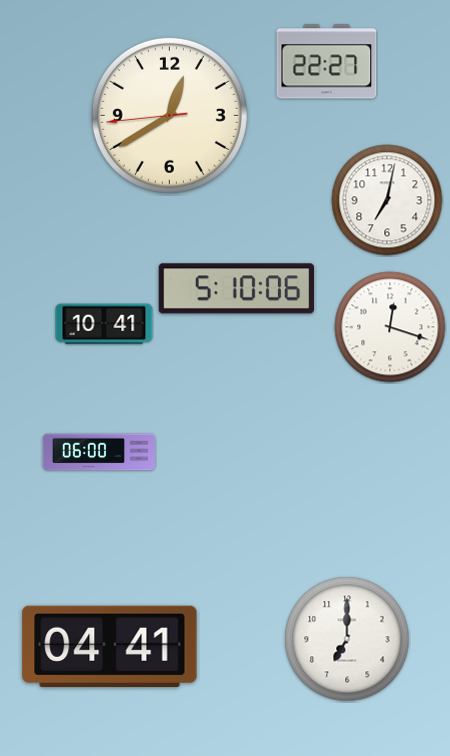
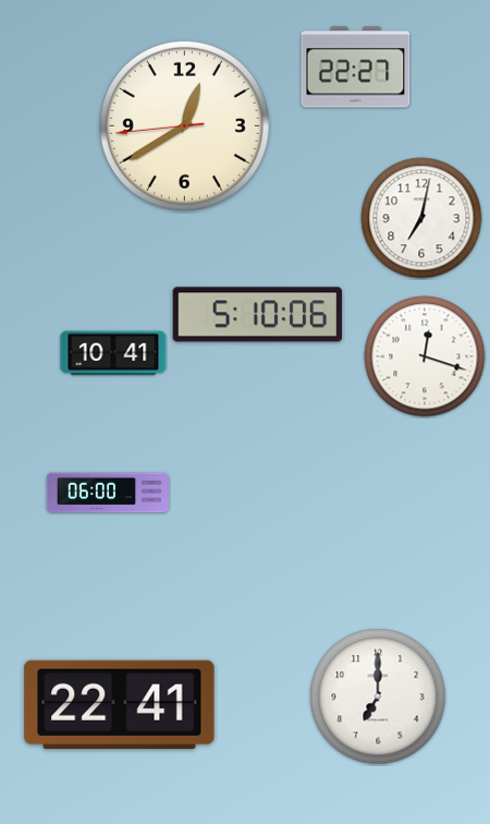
clock at (110, 646): 04:41 -> 22:41
